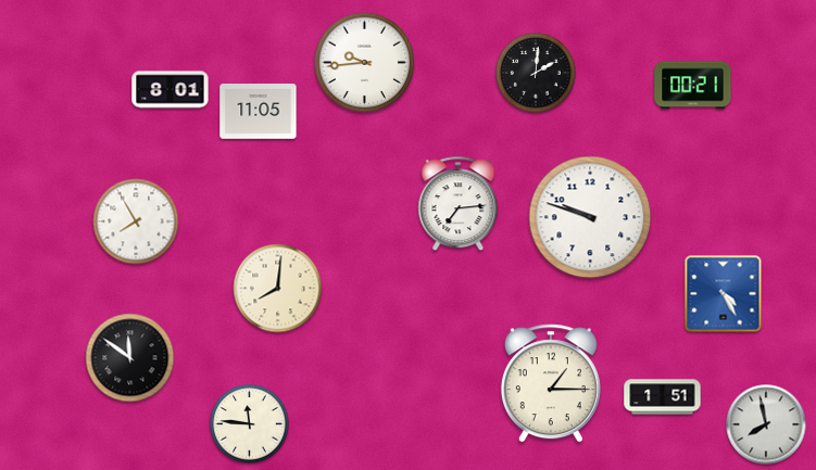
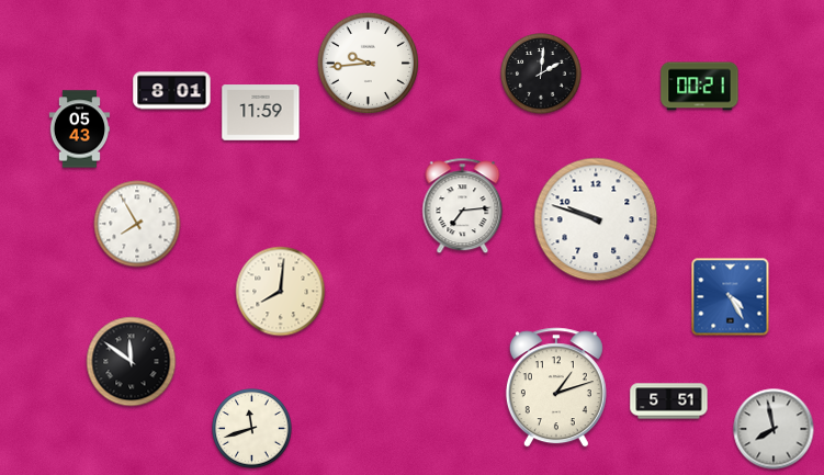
clock at (259, 112): 11:05 -> 11:59
clock at (80, 129): none -> 05:43
clock at (551, 383): 1:15 -> 1:12
clock at (663, 397): 1:51 -> 5:51
clock at (250, 424): 11:46 -> 11:42
